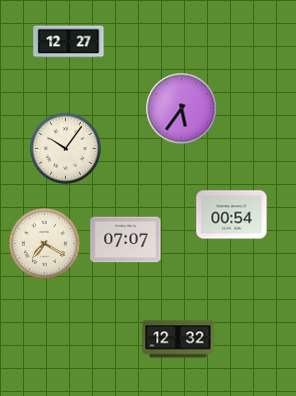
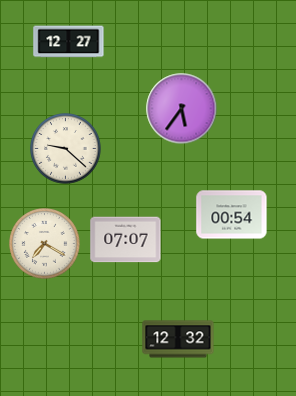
clock at (66, 149): 10:06 -> 9:22
